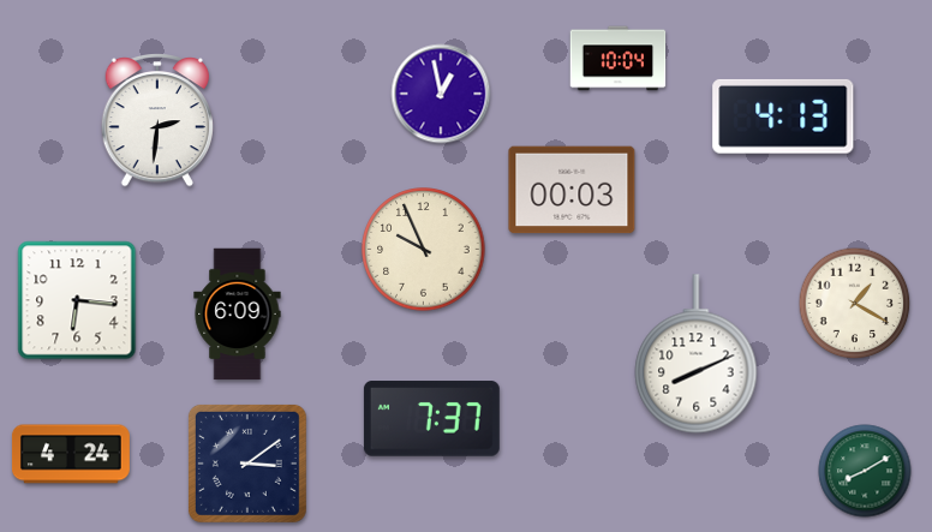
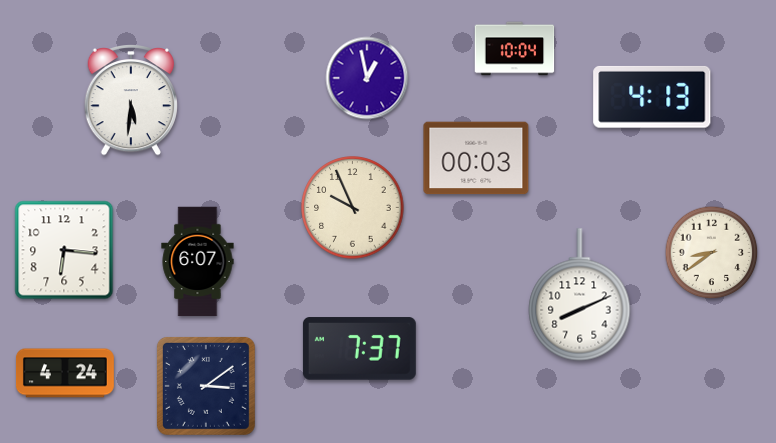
clock at (157, 120): 2:31 -> 5:31
clock at (855, 304): 1:20 -> 8:39
clock at (238, 315): 6:09 -> 6:07
clock at (71, 454) position: (71, 454) -> (65, 373)
clock at (865, 471): 8:10 -> none
